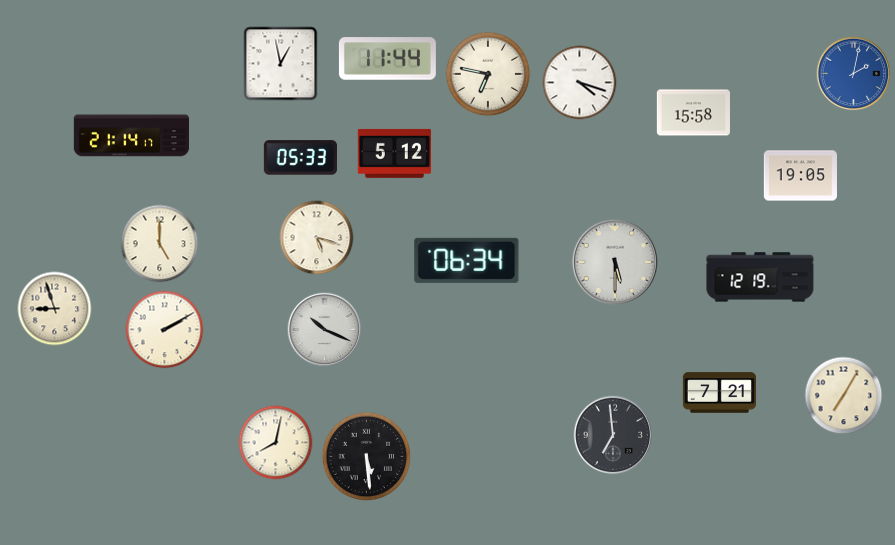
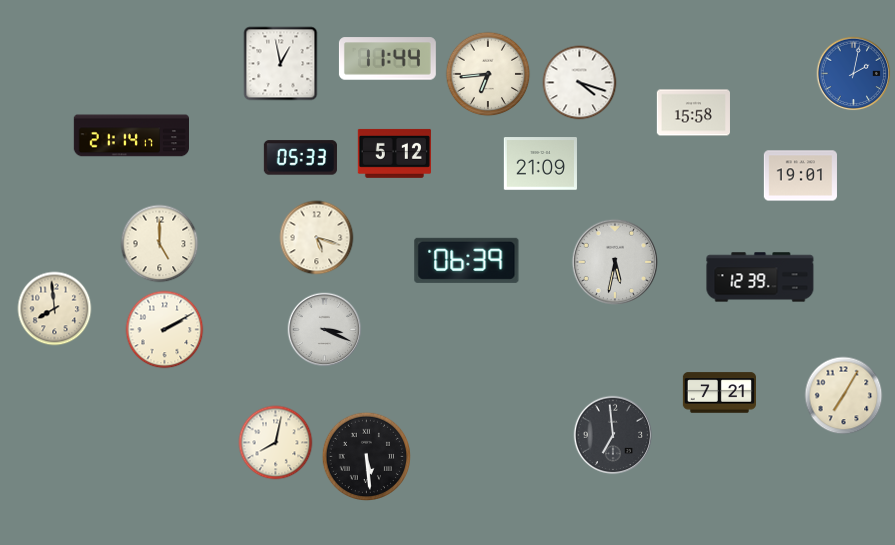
clock at (488, 74): 6:47 -> 6:44
clock at (540, 164): none -> 21:09
clock at (800, 176): 19:05 -> 19:01
clock at (467, 260): 06:34 -> 06:39
clock at (614, 261): 5:30 -> 5:32
clock at (760, 277): 12:19 -> 12:39
clock at (55, 309): 8:57 -> 7:59
clock at (325, 330): 10:19 -> 3:19
